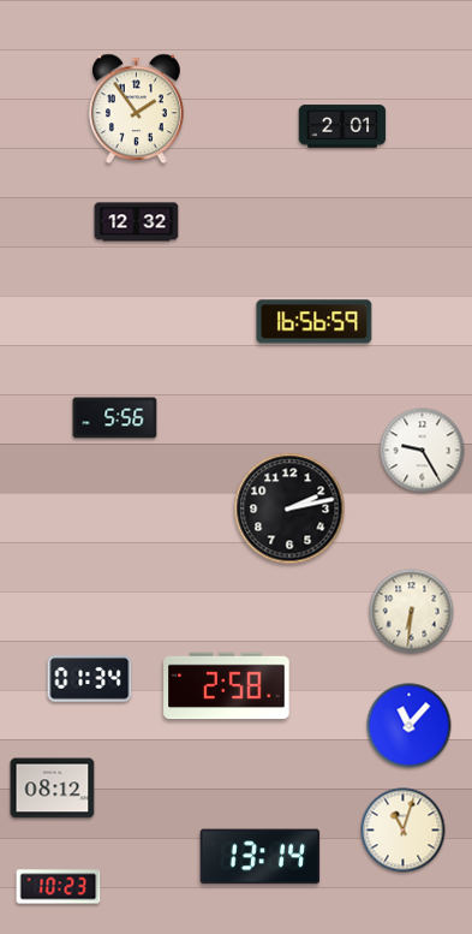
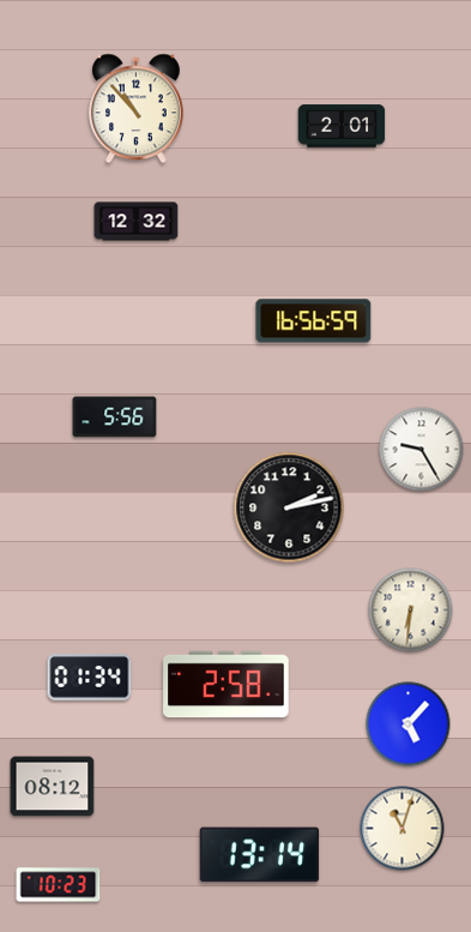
clock at (136, 109): 1:54 -> 10:53
clock at (410, 726): 11:07 -> 5:07
